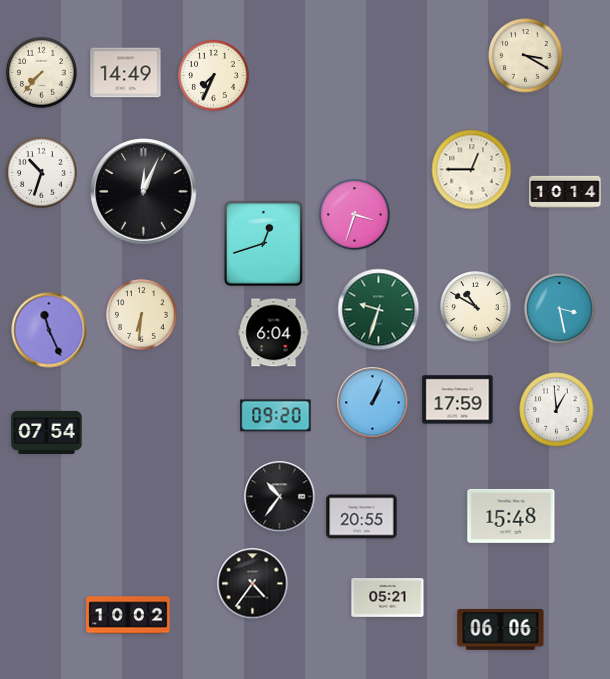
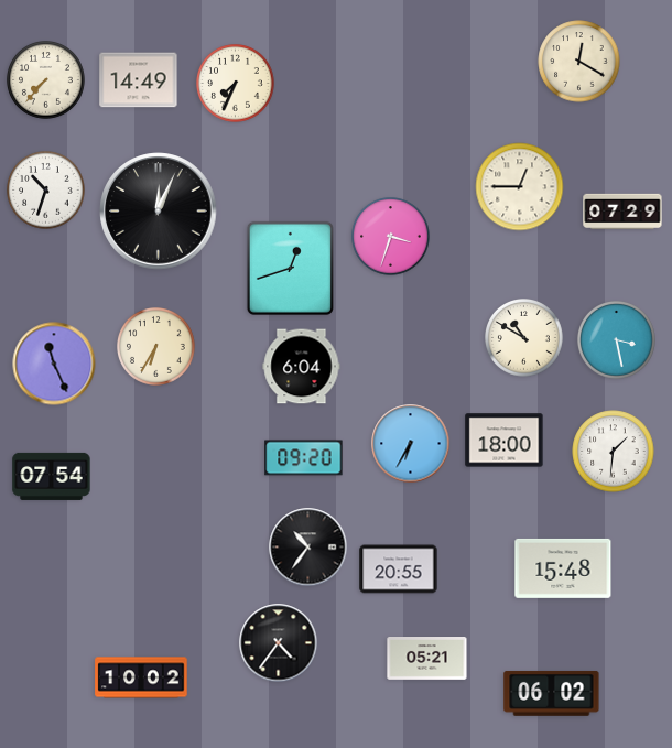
clock at (526, 56): 3:20 -> 12:20
clock at (565, 192): 10:14 -> 07:29
clock at (379, 310): 9:33 -> none
clock at (142, 315): 6:31 -> 6:35
clock at (458, 400): 17:59 -> 18:00
clock at (373, 403): 1:04 -> 6:35
clock at (557, 410): 12:59 -> 1:31
clock at (501, 629): 06:06 -> 06:02
